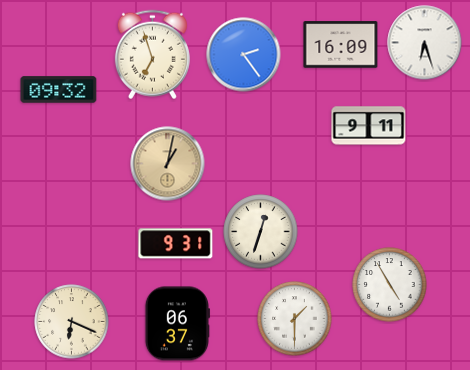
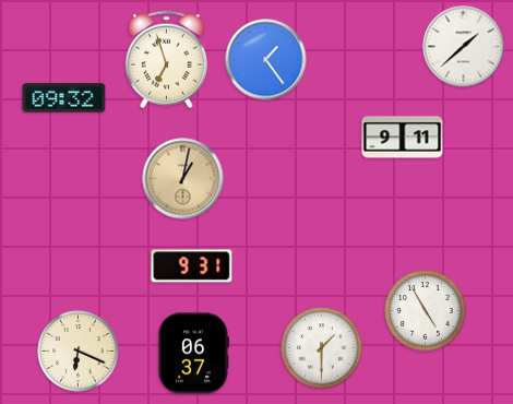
clock at (425, 43): 6:27 -> 1:38
clock at (341, 45): 16:09 -> none
clock at (244, 55): 2:24 -> 1:24
clock at (261, 232): 12:33 -> none
